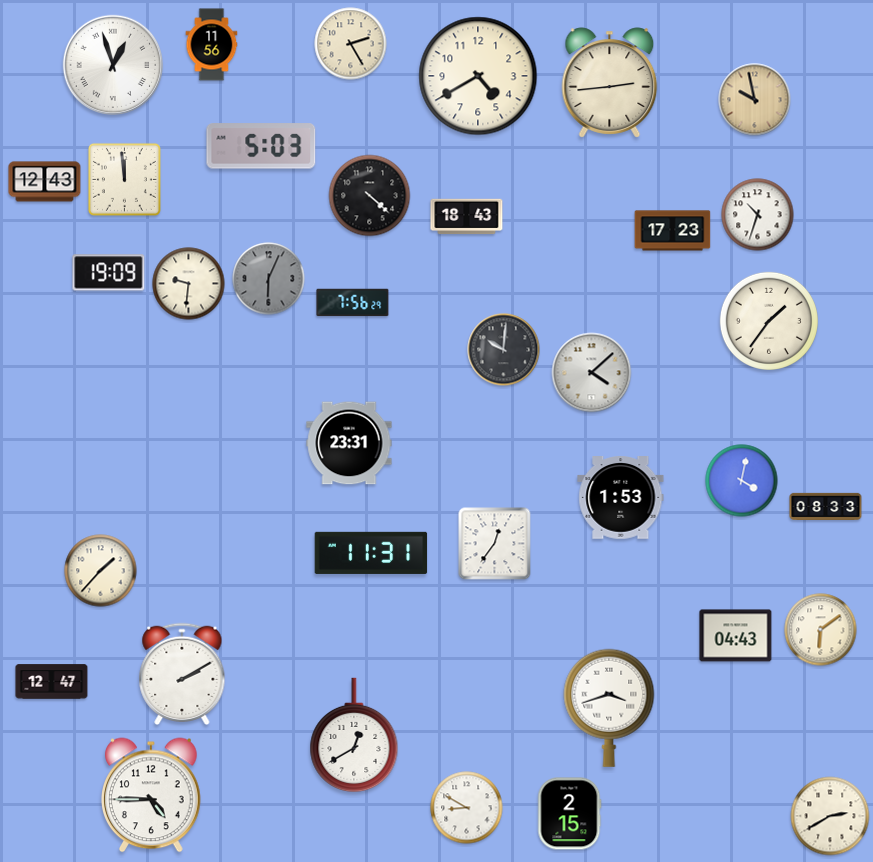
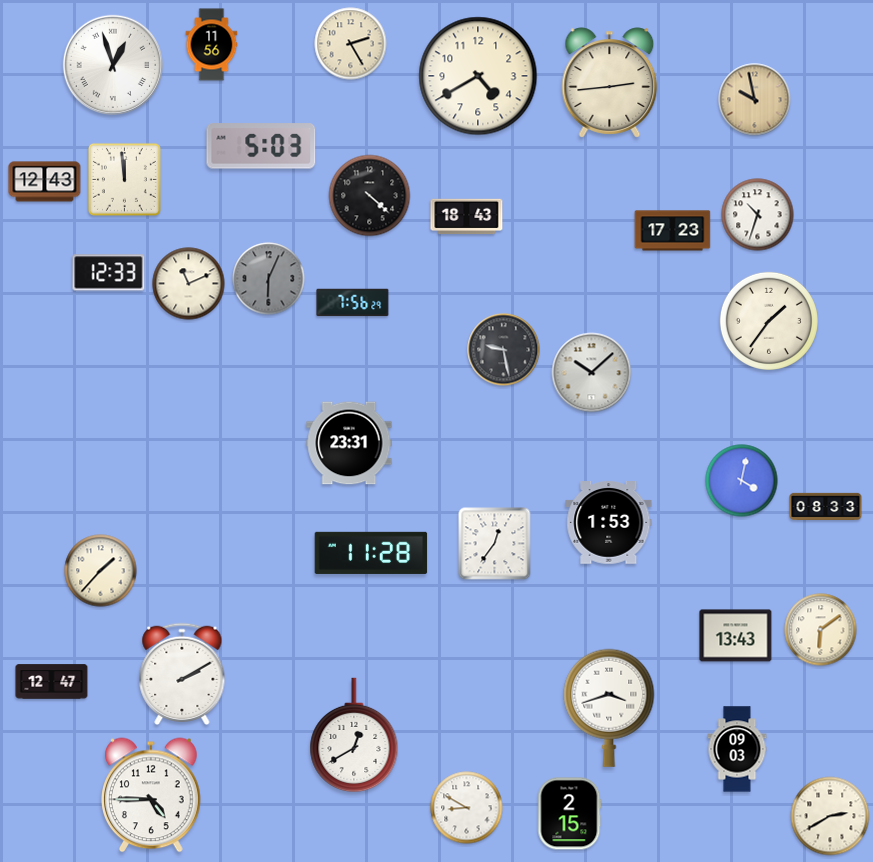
clock at (109, 273): 19:09 -> 12:33
clock at (189, 284): 9:31 -> 11:11
clock at (504, 350): 10:01 -> 9:28
clock at (592, 373): 4:08 -> 10:08
clock at (621, 498) position: (621, 498) -> (609, 523)
clock at (371, 553): 11:31 -> 11:28
clock at (736, 636): 04:43 -> 13:43
clock at (737, 749): none -> 09:03
